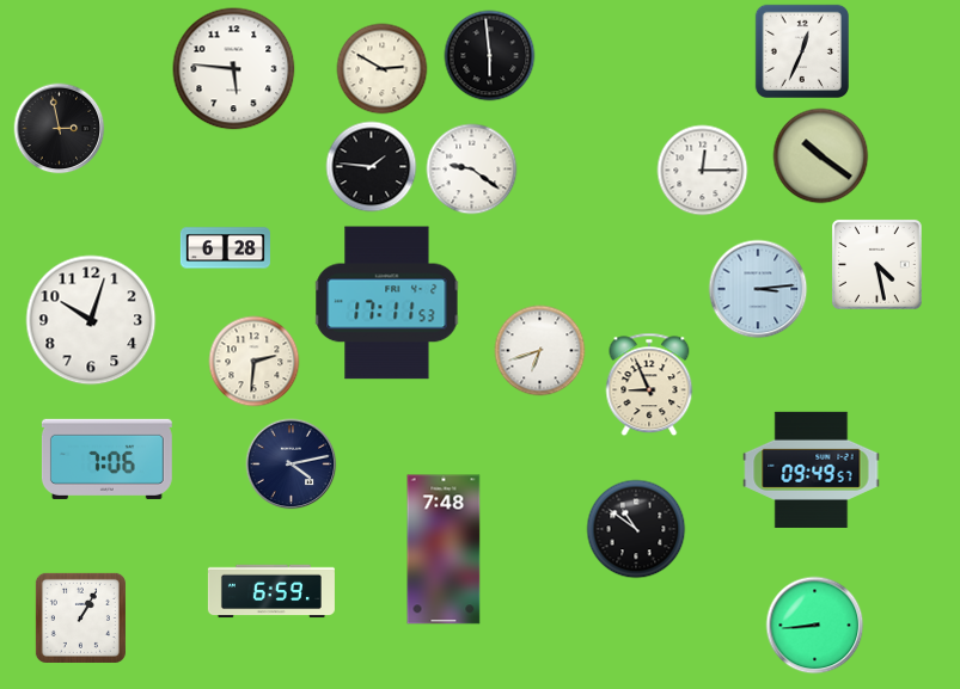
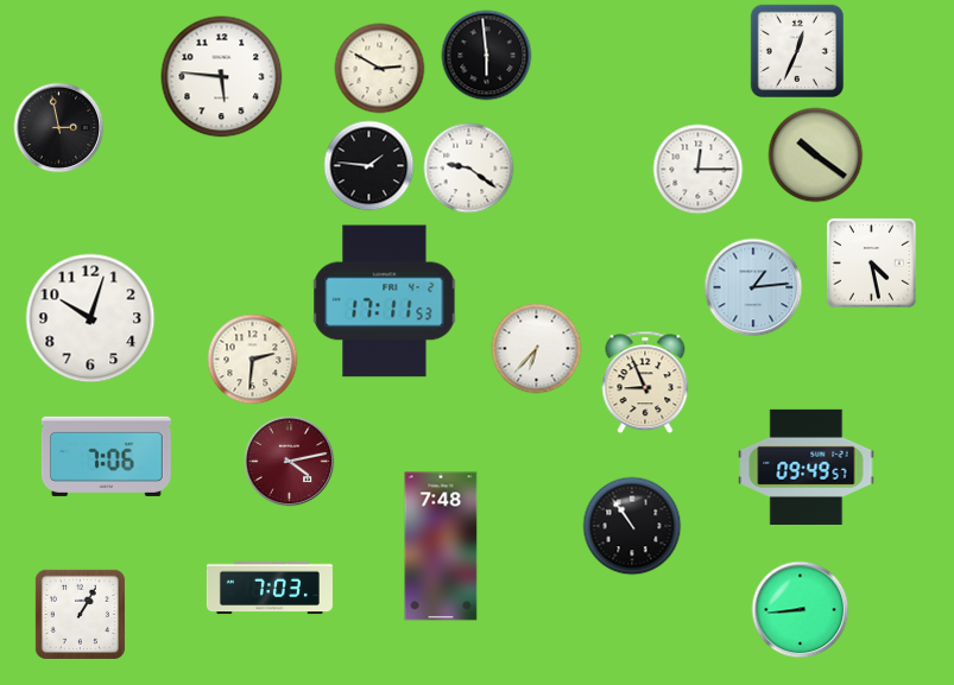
clock at (234, 69) position: (234, 69) -> (222, 77)
clock at (225, 248): 6:28 -> none
clock at (758, 289): 3:14 -> 1:14
clock at (540, 351): 6:42 -> 6:37
clock at (292, 465) dial: navy -> burgundy
clock at (636, 529): 10:51 -> 10:54
clock at (271, 591): 6:59 -> 7:03
clock at (815, 626) position: (815, 626) -> (801, 610)
